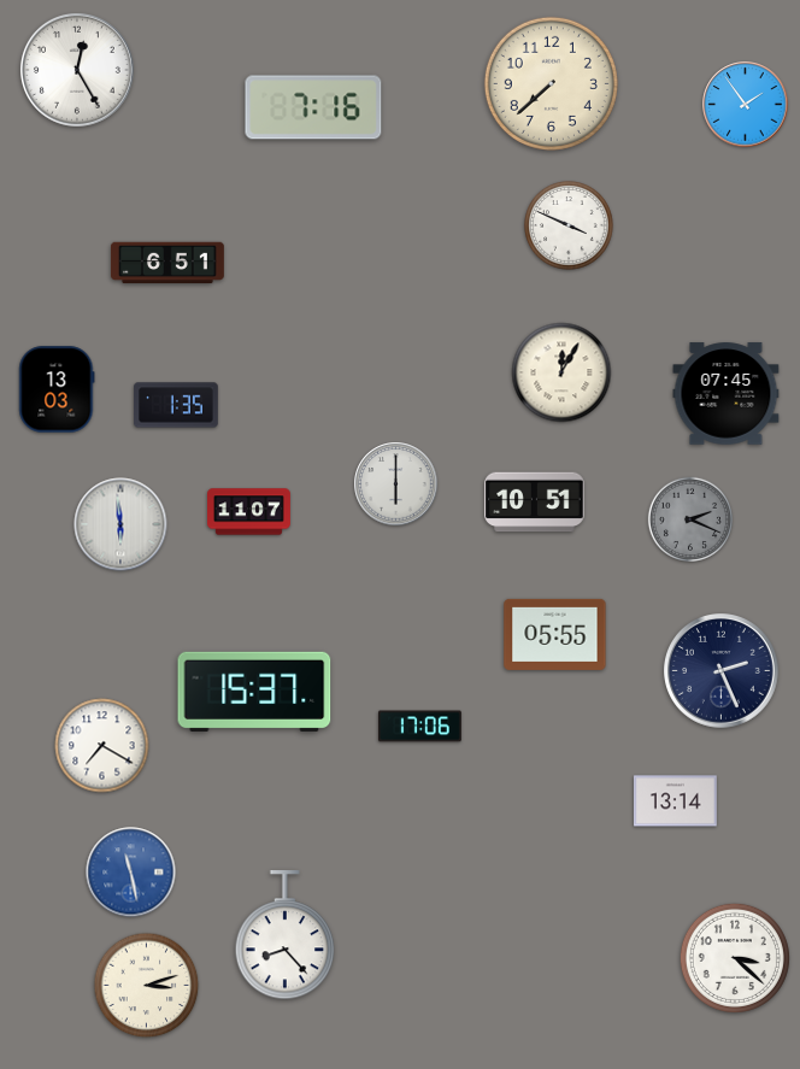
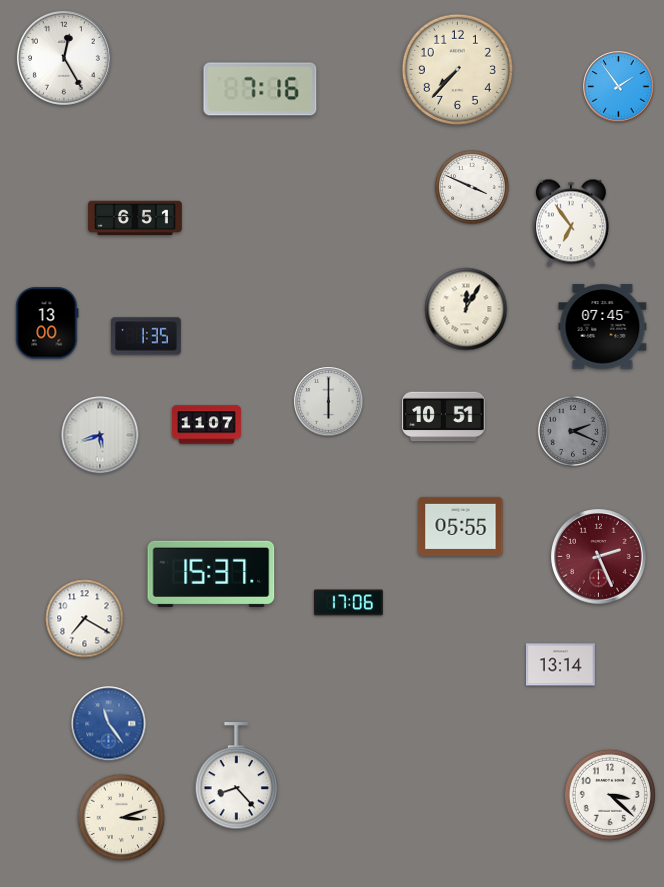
clock at (551, 83): 7:38 -> 7:37
clock at (167, 263) position: (167, 263) -> (135, 218)
clock at (571, 223): none -> 6:54
clock at (57, 389): 13:03 -> 13:00
clock at (120, 524): 5:59 -> 5:42
clock at (722, 671) dial: navy -> burgundy
clock at (131, 873): 11:28 -> 11:24
